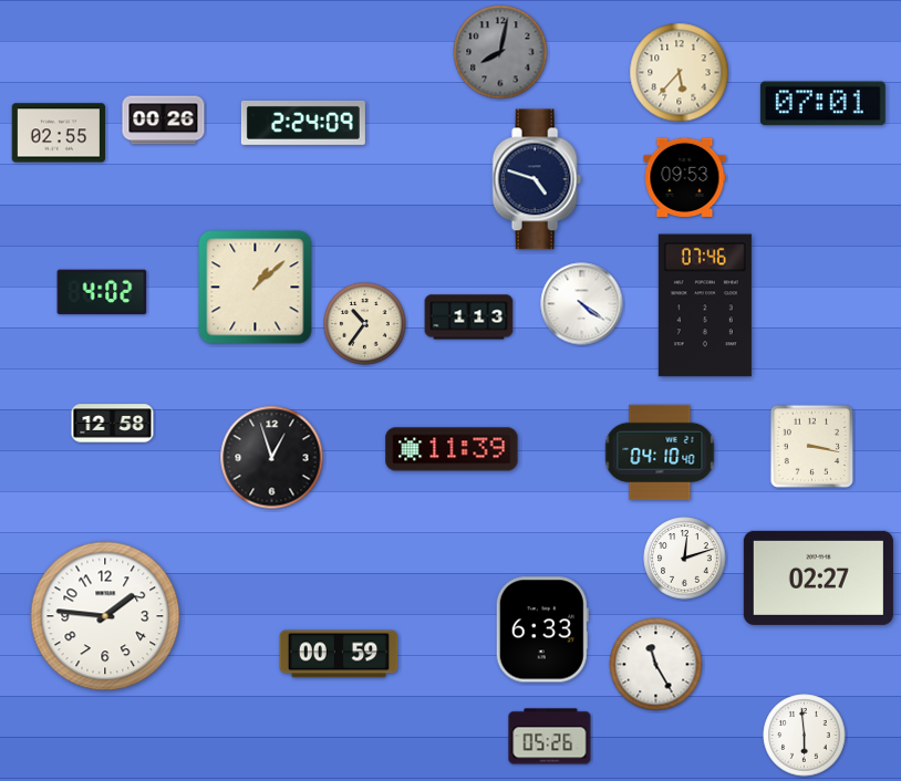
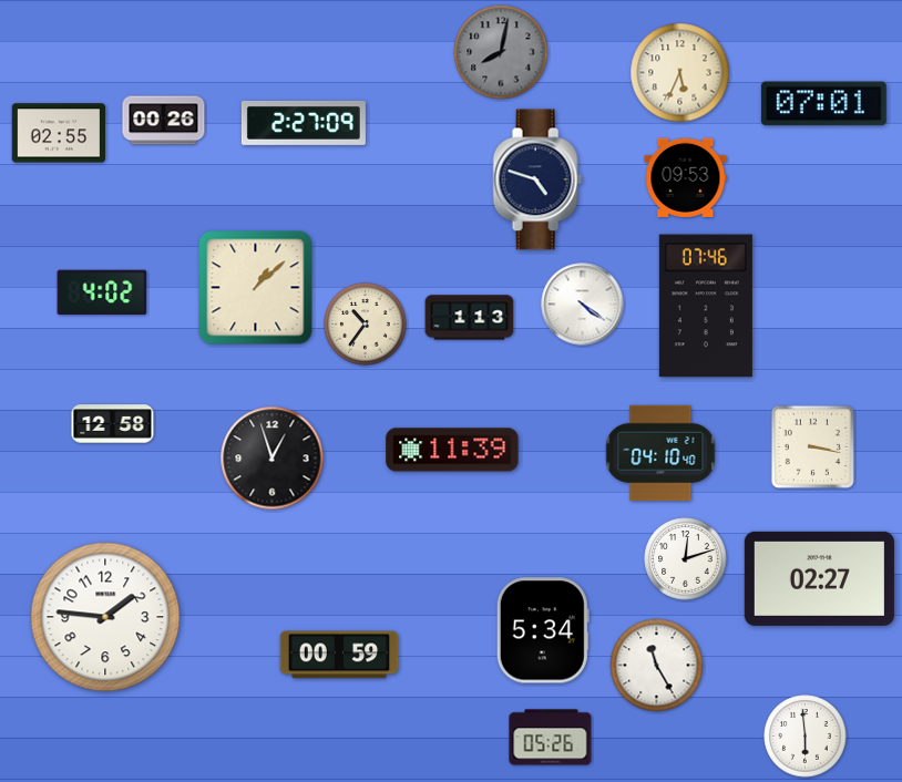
clock at (680, 73): 5:37 -> 5:34
clock at (303, 123): 2:24 -> 2:27
clock at (542, 629): 6:33 -> 5:34
